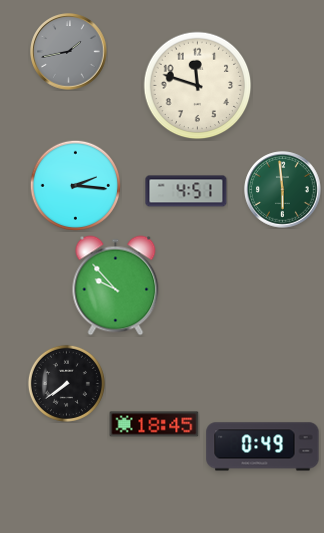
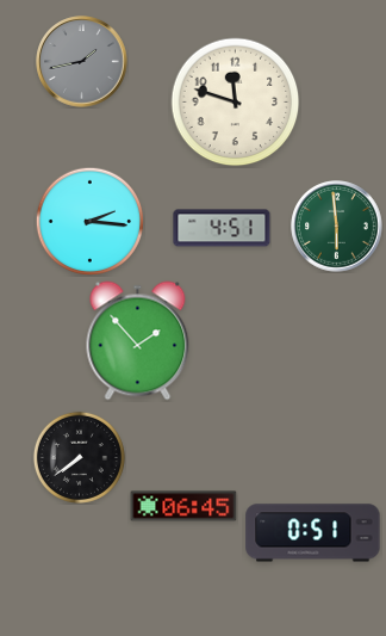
clock at (116, 286): 9:53 -> 1:53
clock at (154, 424): 18:45 -> 06:45
clock at (263, 447): 0:49 -> 0:51
